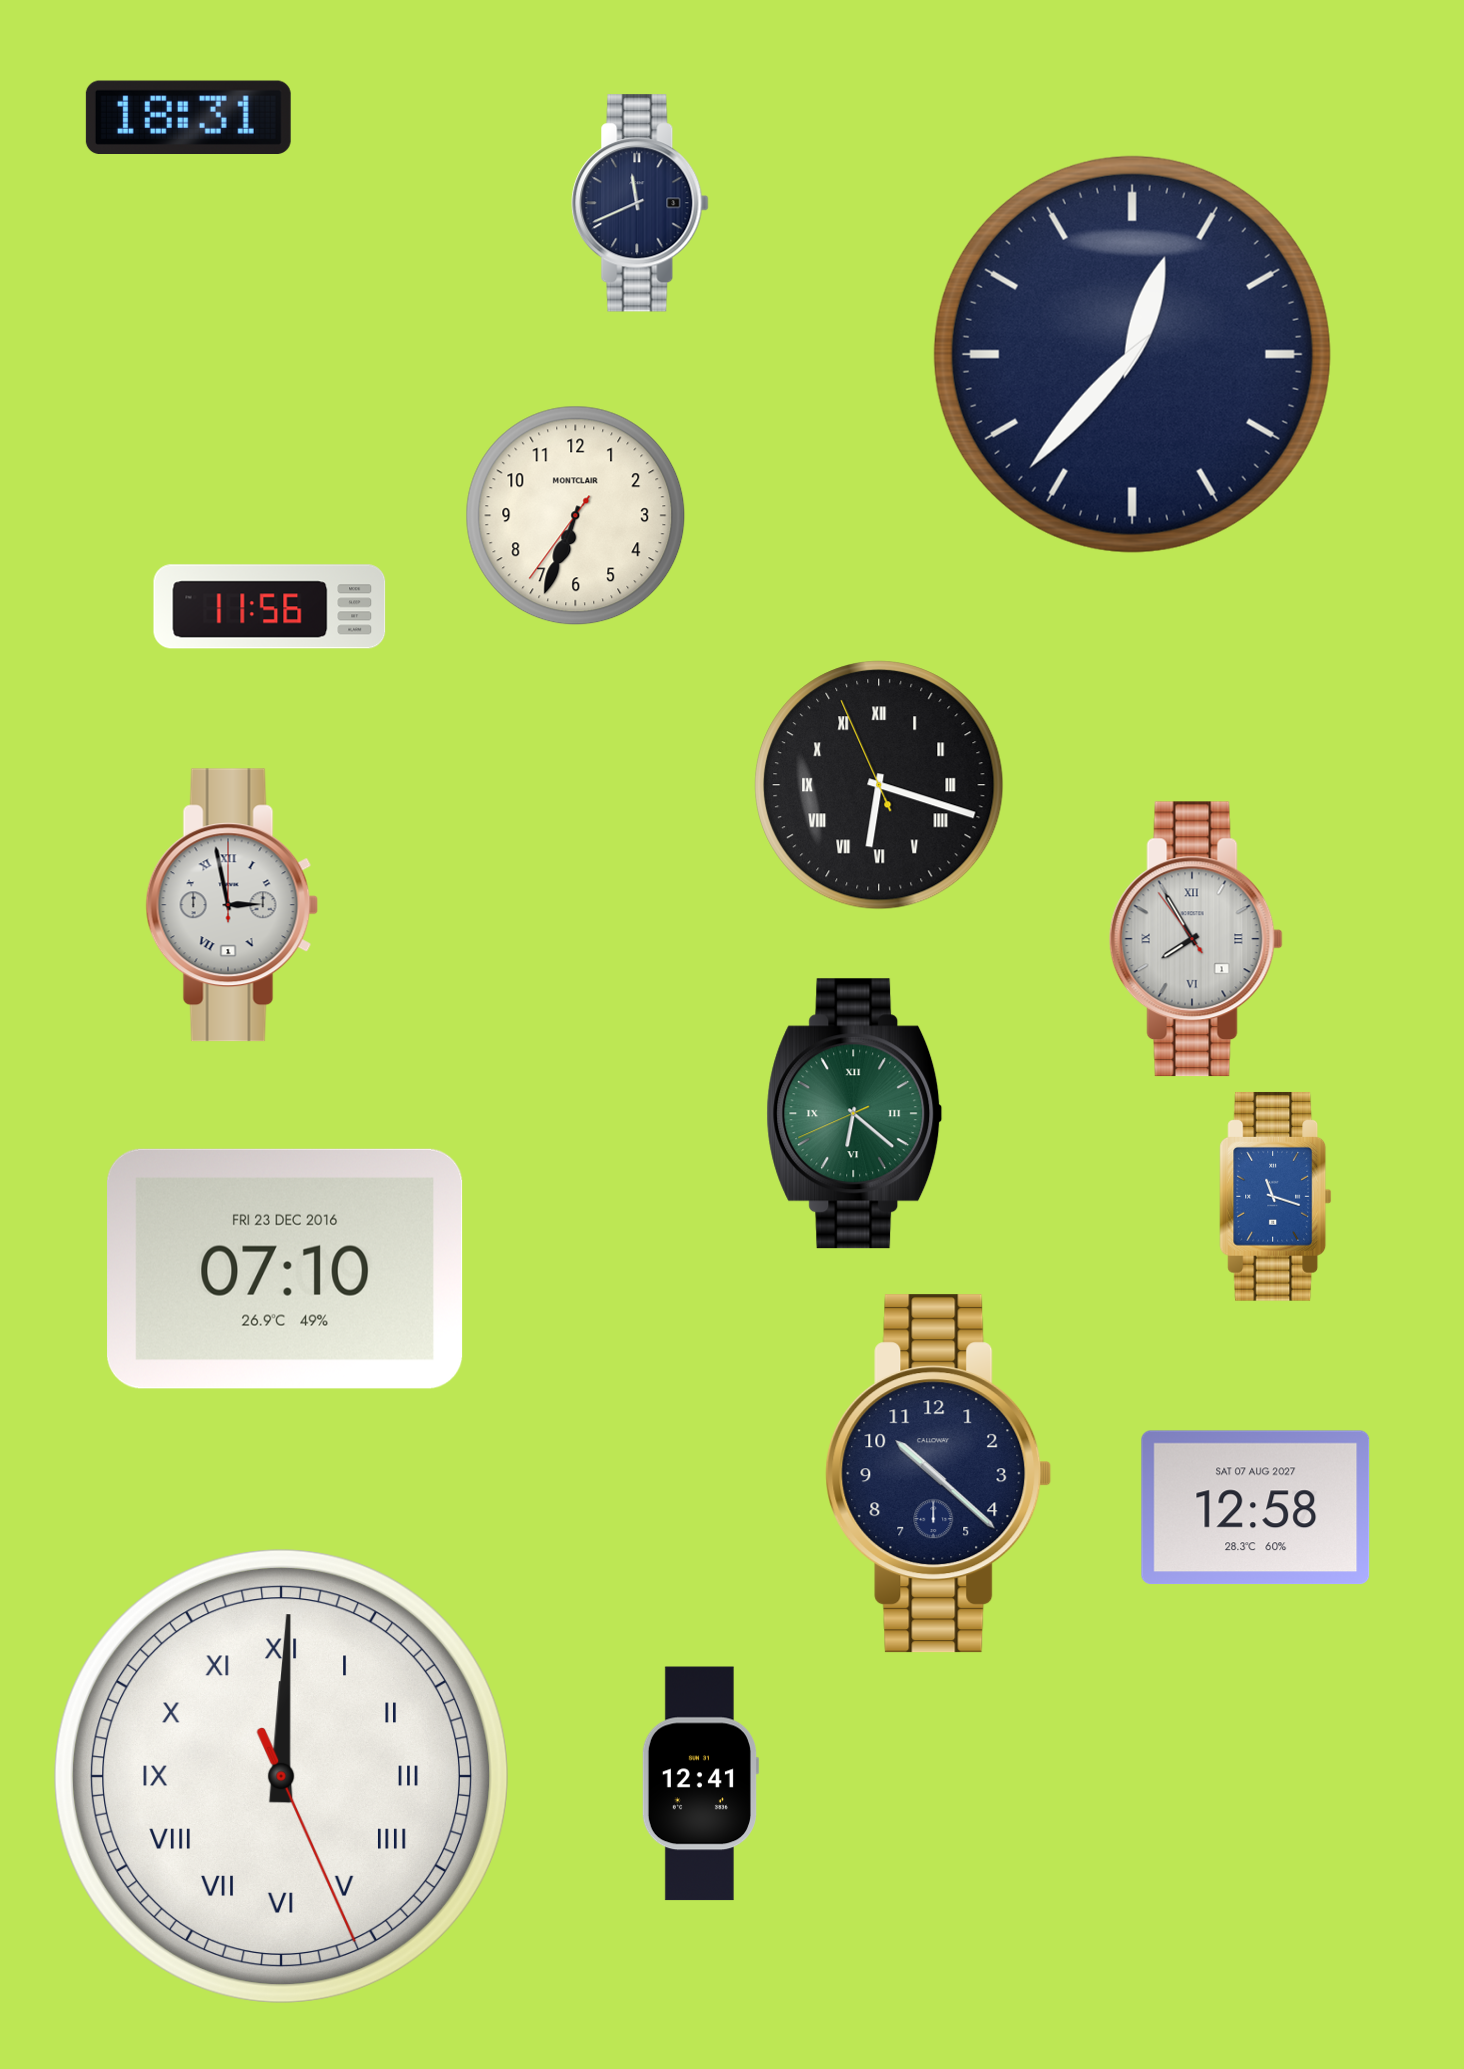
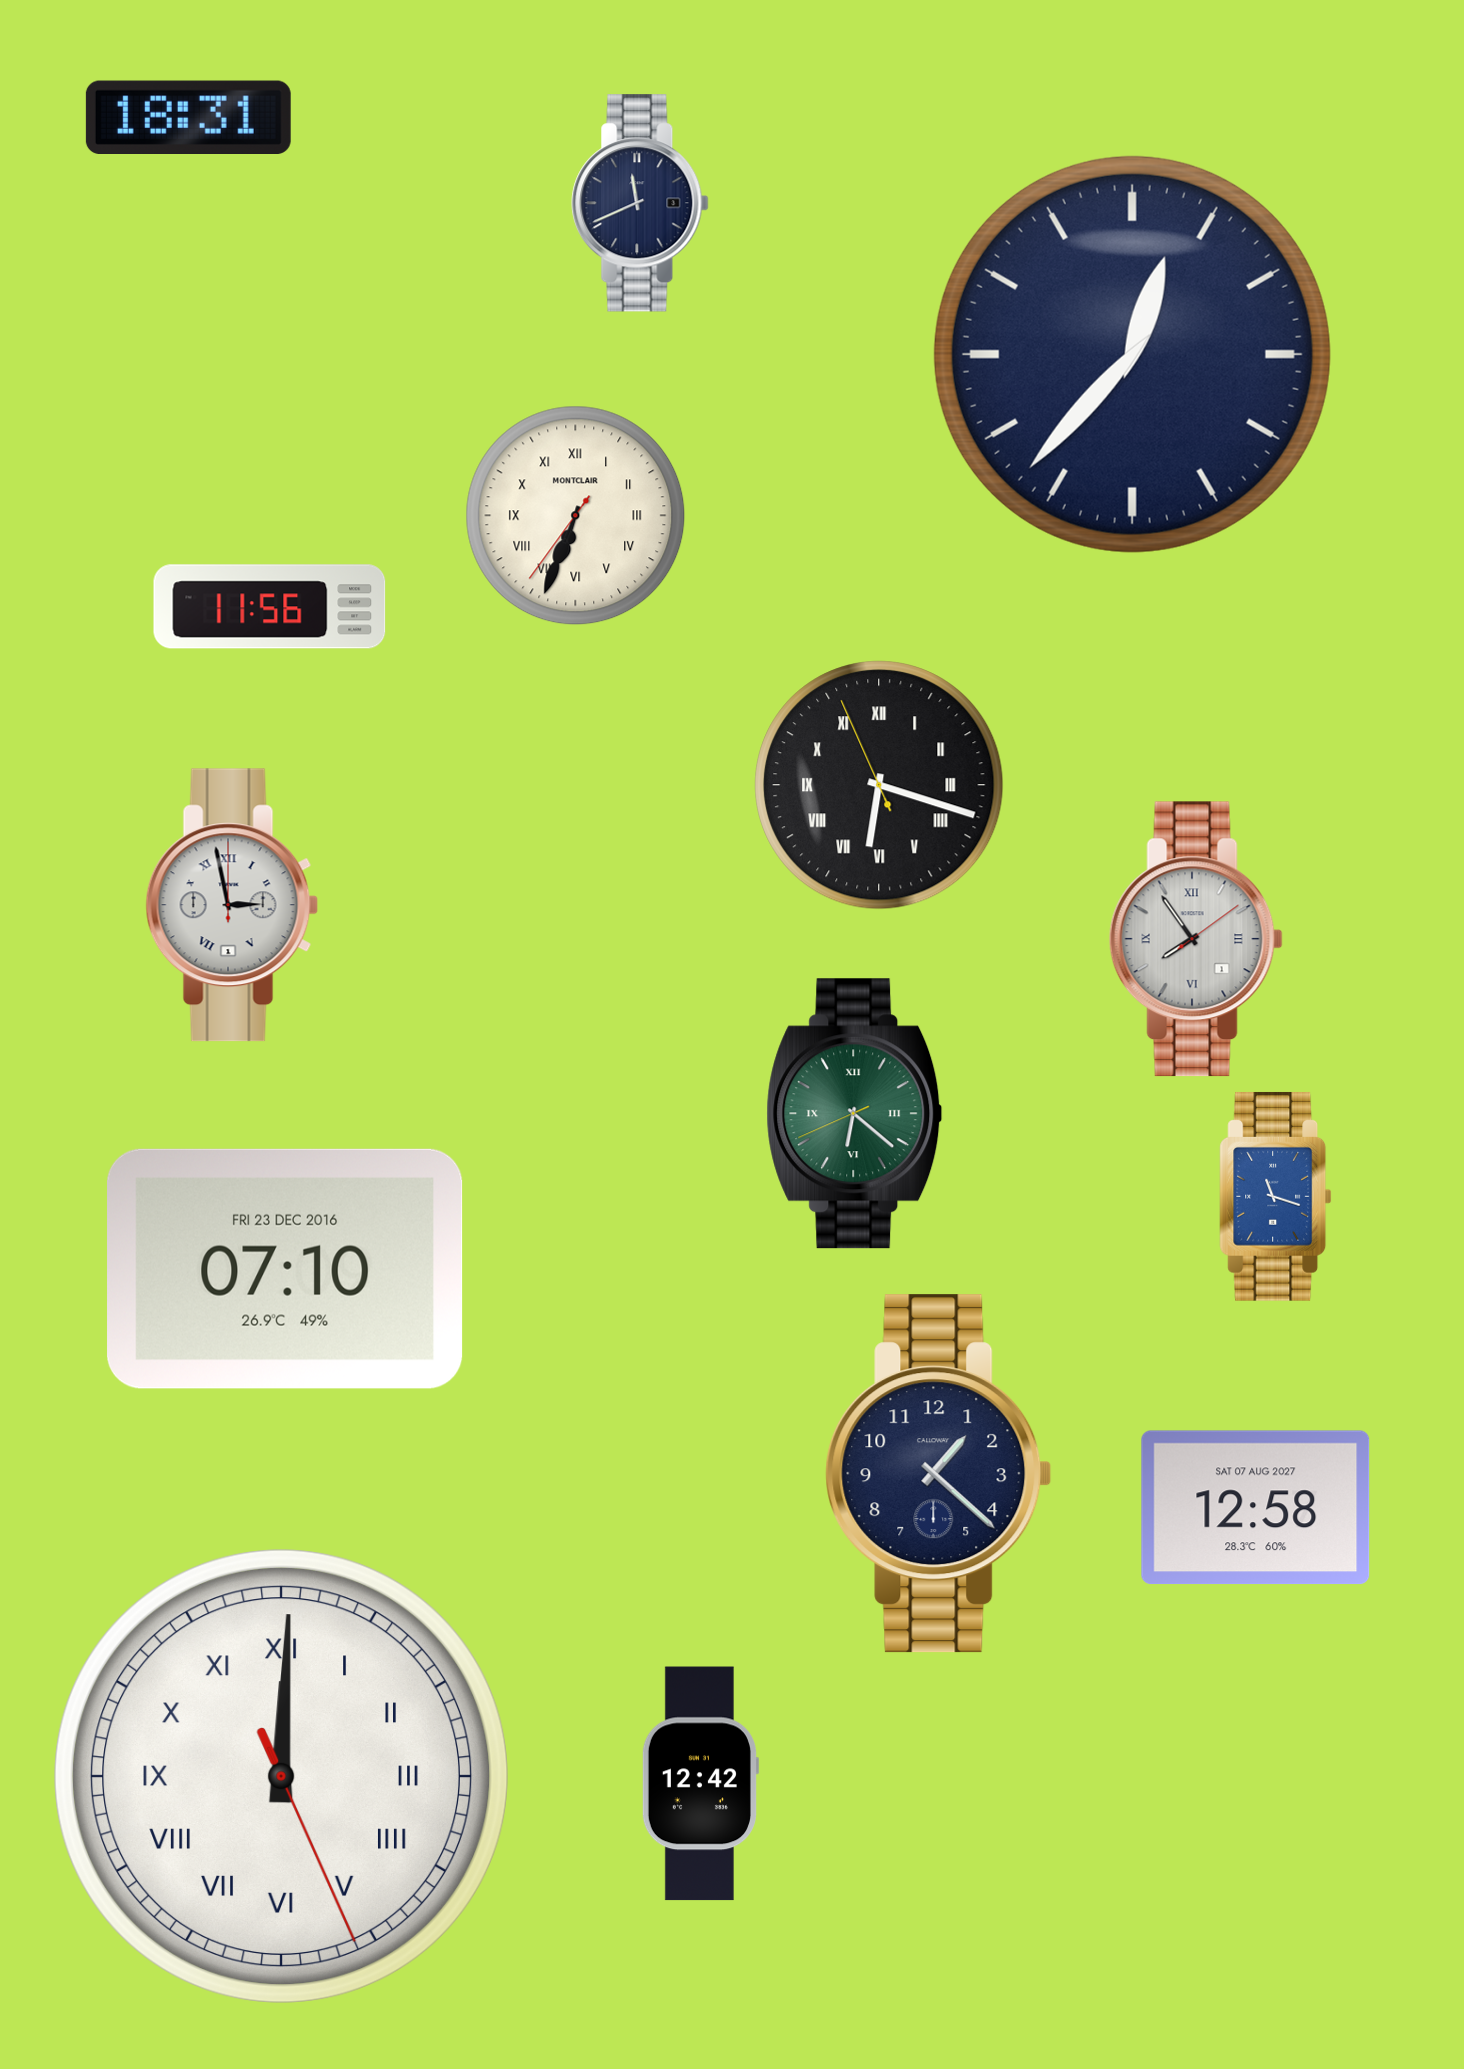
clock at (576, 516) numerals: Arabic -> Roman
clock at (1196, 939): 7:54:54 -> 7:54:09
clock at (939, 1474): 10:22 -> 1:22
clock at (700, 1784): 12:41 -> 12:42
